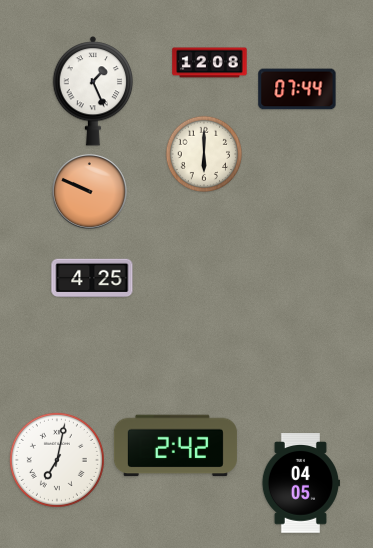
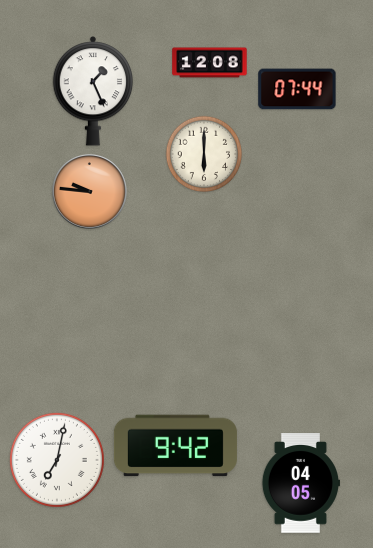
clock at (89, 191): 9:49 -> 9:46
clock at (92, 278): 4:25 -> none
clock at (175, 446): 2:42 -> 9:42
